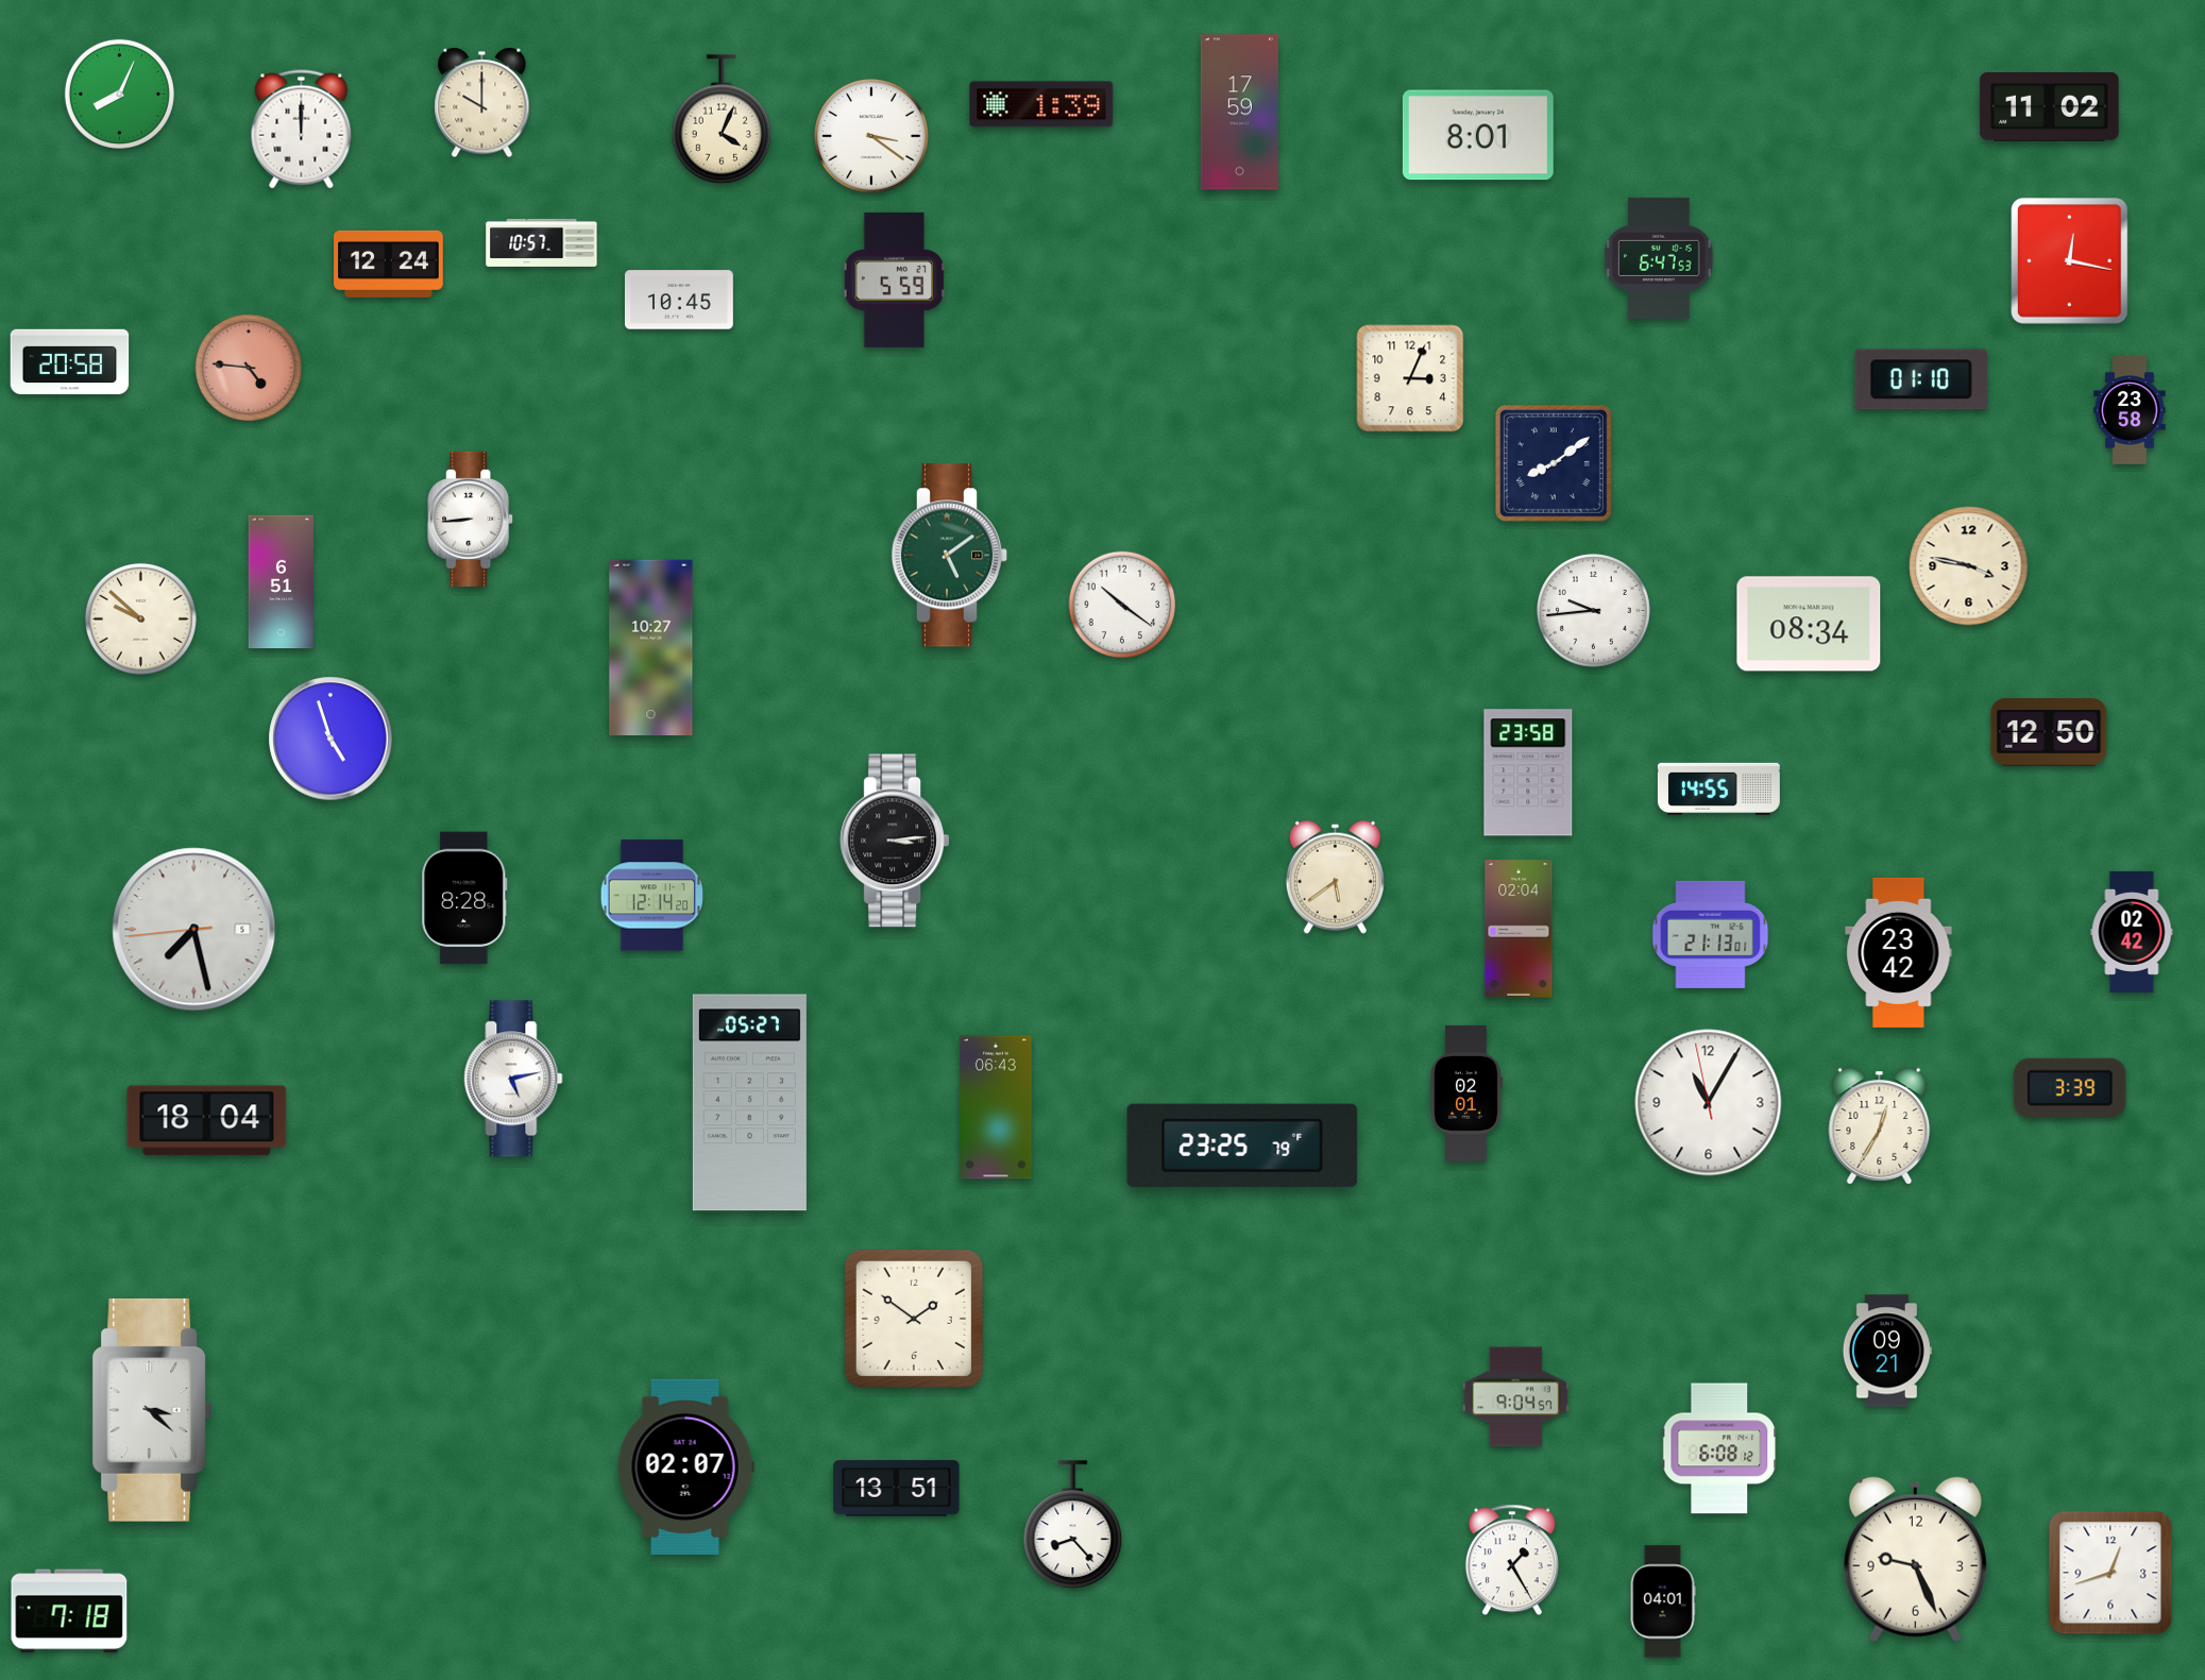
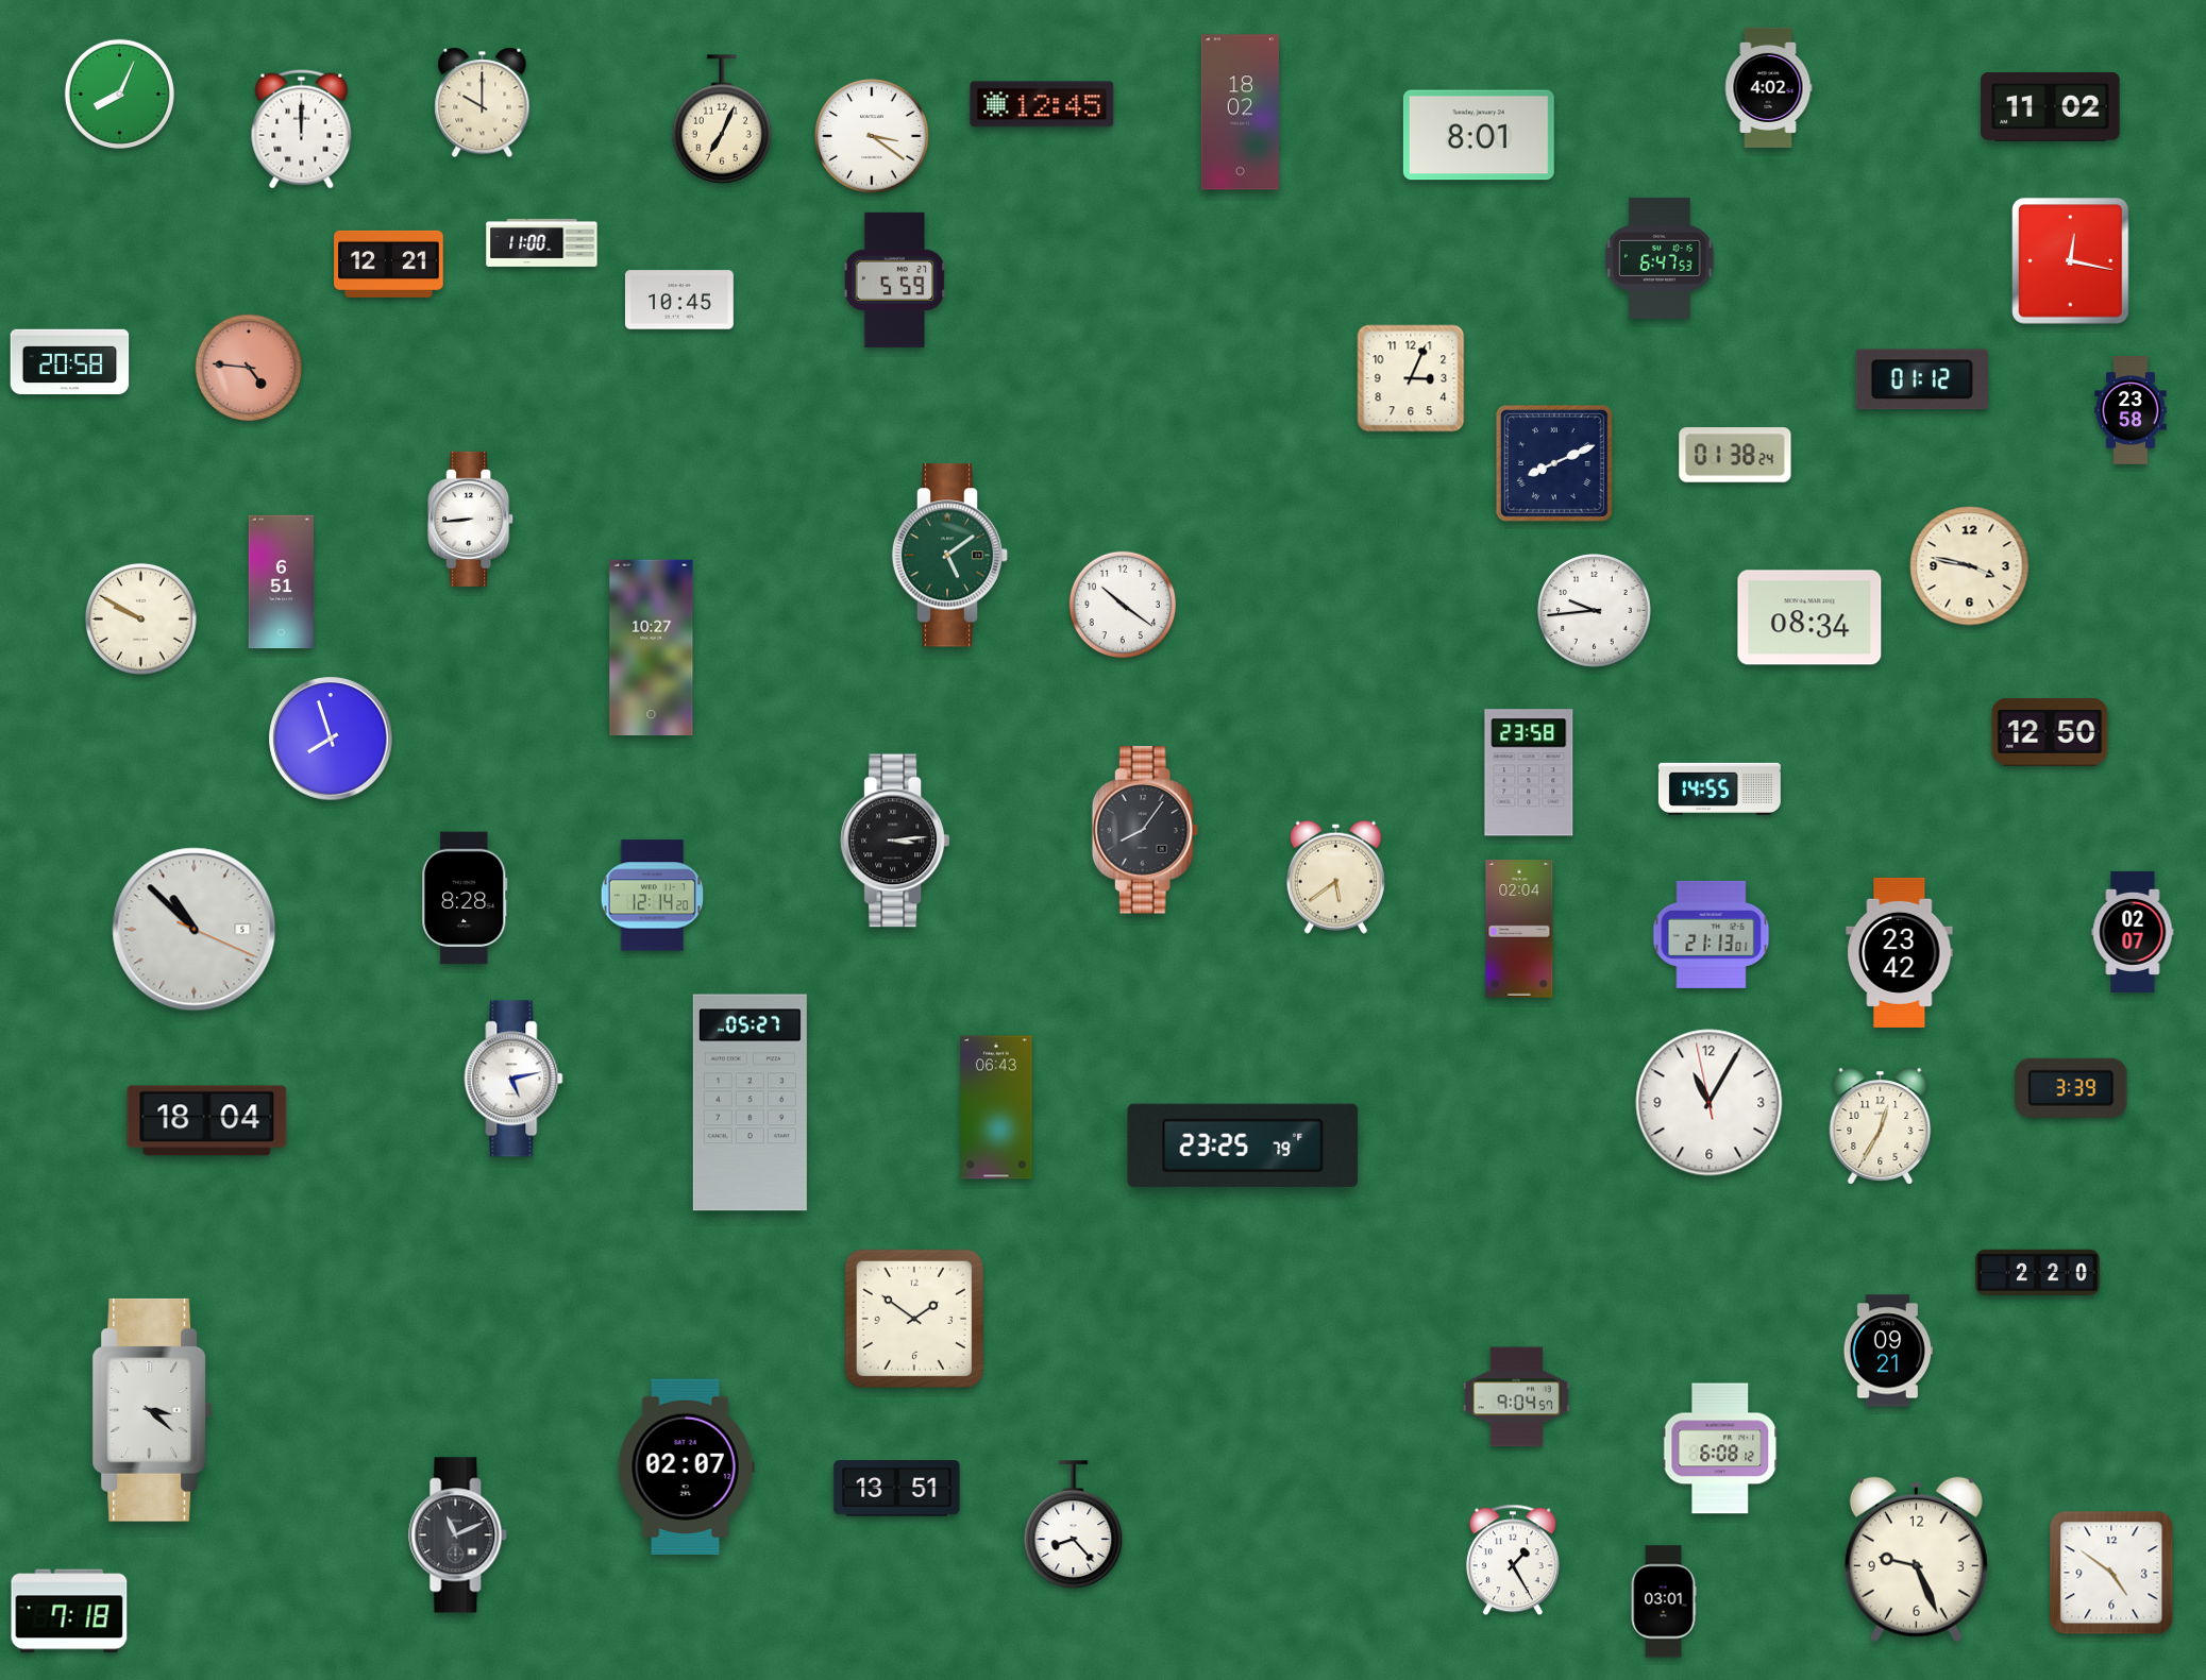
clock at (1768, 87): none -> 4:02
clock at (1041, 104): 1:39 -> 12:45
clock at (1239, 113): 17:59 -> 18:02
clock at (722, 119): 4:04 -> 7:04
clock at (542, 242): 10:57 -> 11:00
clock at (389, 264): 12:24 -> 12:21
clock at (1920, 379): 01:10 -> 01:12
clock at (1735, 455): none -> 01:38
clock at (1554, 463): 8:09 -> 8:11
clock at (140, 618): 9:52 -> 9:50
clock at (1809, 624) position: (1809, 624) -> (1809, 617)
clock at (330, 739): 4:57 -> 7:57
clock at (1145, 830): none -> 8:06
clock at (194, 930): 7:27 -> 10:52
clock at (2132, 932): 02:42 -> 02:07
clock at (1466, 1093): 02:01 -> none
clock at (2038, 1272): none -> 2:20
clock at (458, 1535): none -> 11:11
clock at (2110, 1573): 12:42 -> 4:51
clock at (1663, 1601): 04:01 -> 03:01
